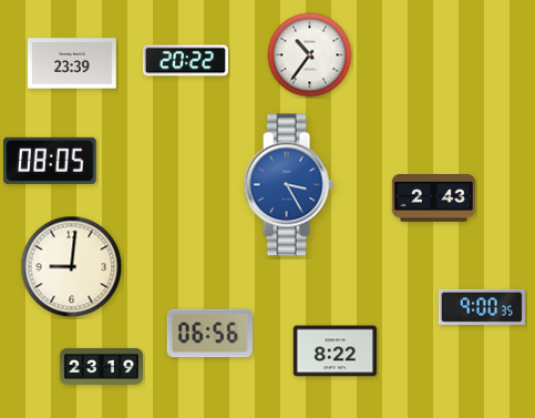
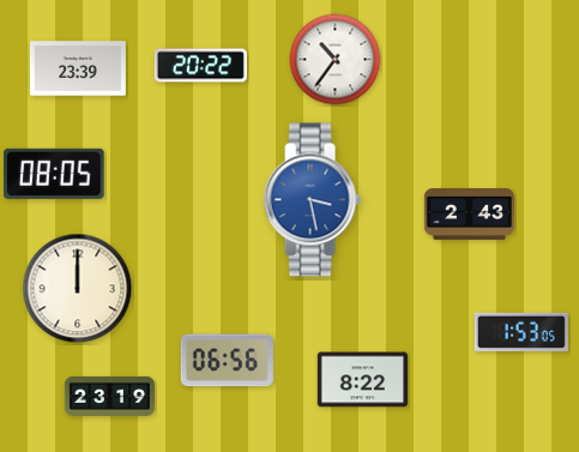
clock at (288, 185): 3:25 -> 3:28
clock at (72, 267): 9:01 -> 12:00
clock at (482, 307): 9:00 -> 1:53
